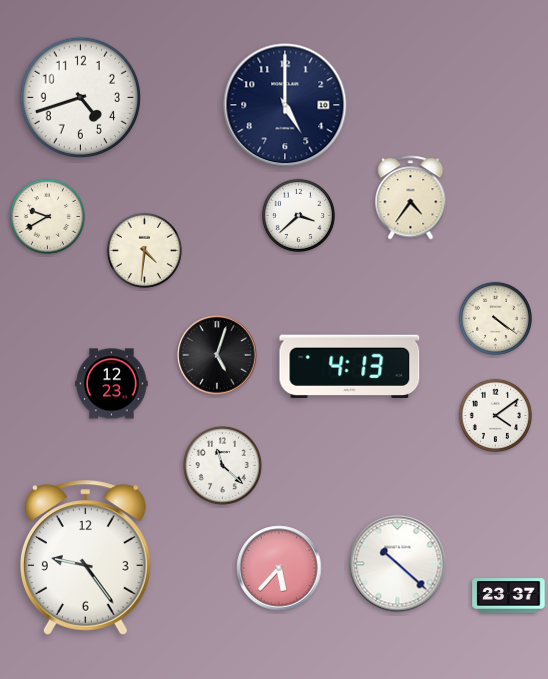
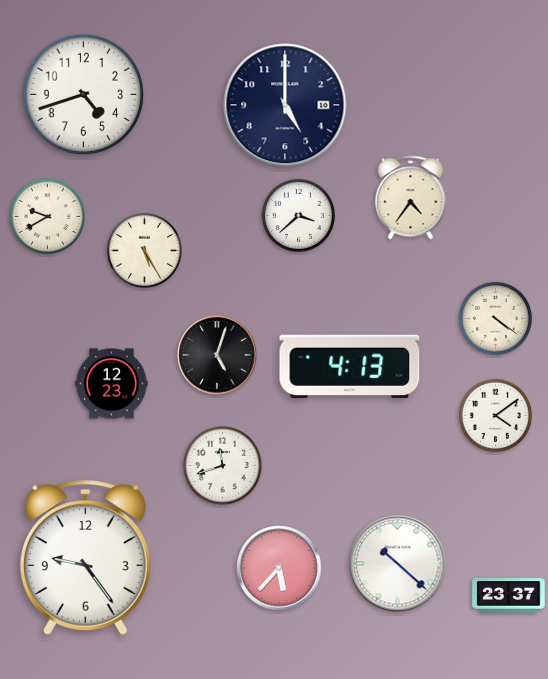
clock at (80, 97) position: (80, 97) -> (83, 94)
clock at (144, 250): 4:31 -> 5:25
clock at (222, 465): 11:22 -> 11:42
